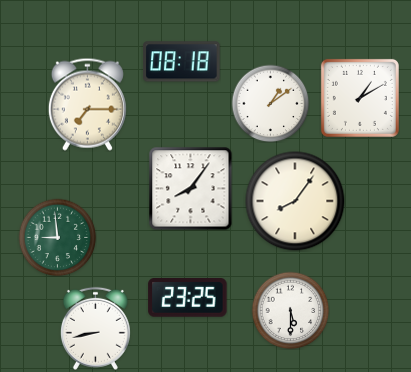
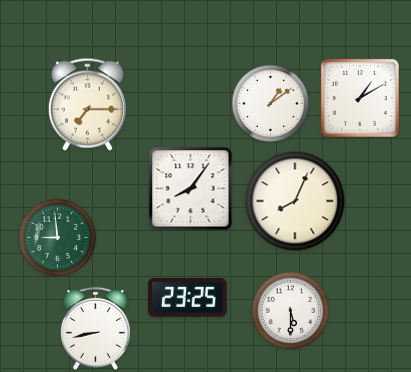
clock at (182, 62): 08:18 -> none
clock at (295, 201): 8:06 -> 8:04
